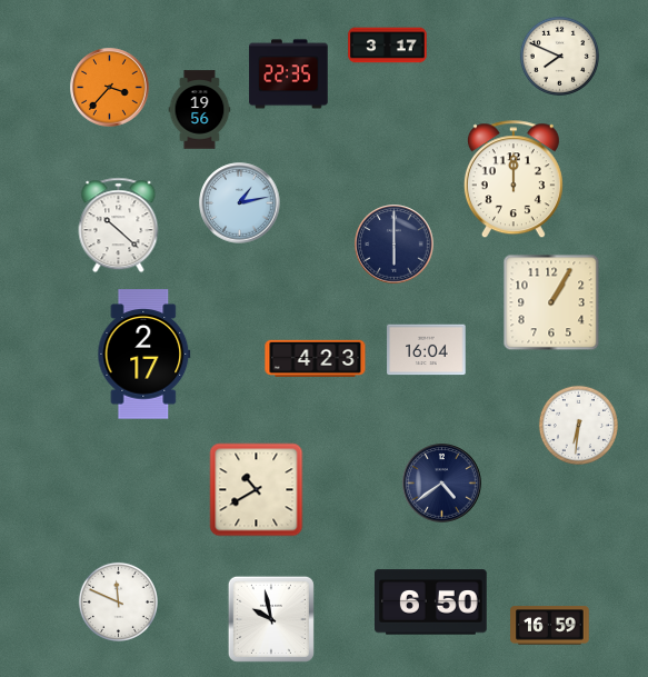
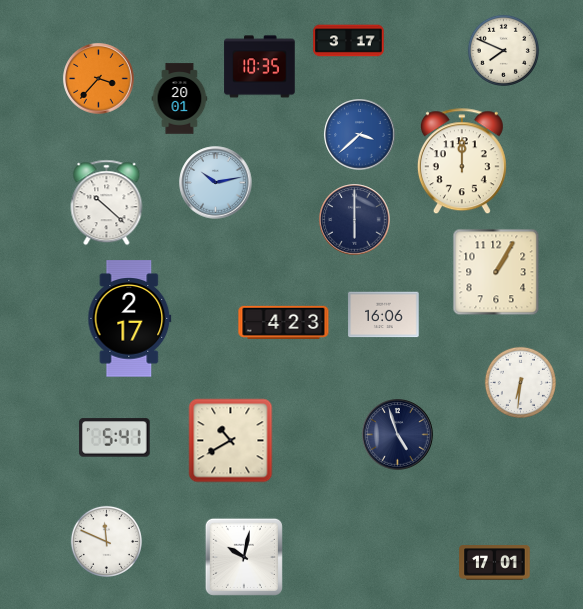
clock at (289, 74): 22:35 -> 10:35
clock at (200, 110): 19:56 -> 20:01
clock at (360, 135): none -> 3:38
clock at (240, 203): 1:13 -> 10:13
clock at (427, 350): 16:04 -> 16:06
clock at (442, 484): 4:39 -> 4:57
clock at (115, 438): none -> 5:41
clock at (431, 603): 6:50 -> none
clock at (271, 619): 9:58 -> 10:02
clock at (550, 626): 16:59 -> 17:01
